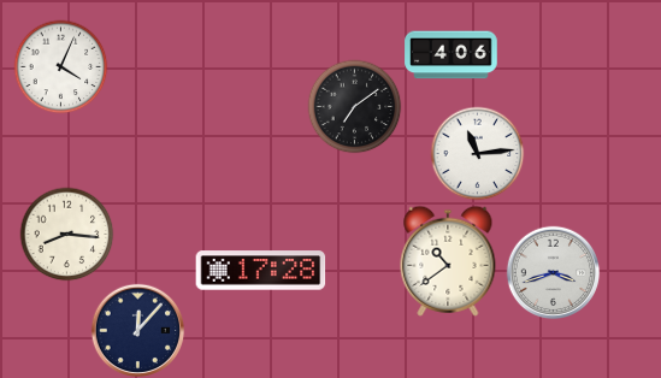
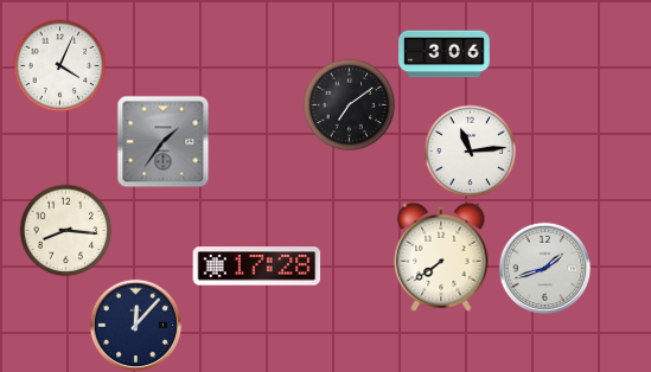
clock at (452, 55): 4:06 -> 3:06
clock at (162, 141): none -> 1:36
clock at (448, 261): 10:39 -> 7:39
clock at (553, 272): 3:42 -> 1:42
